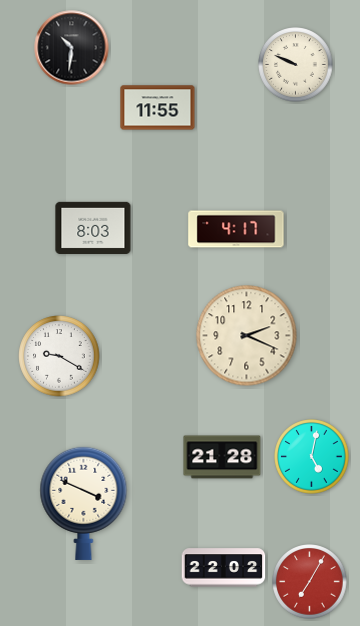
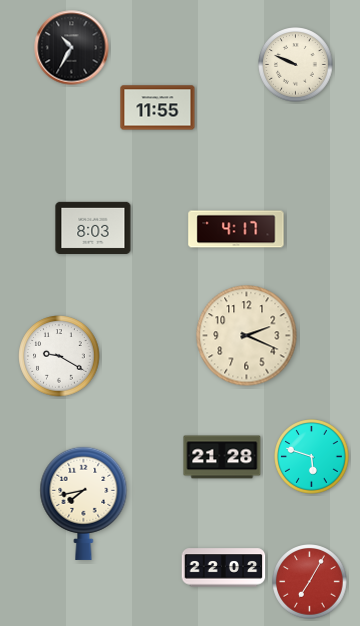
clock at (72, 48): 10:31 -> 10:35
clock at (312, 457): 5:02 -> 5:48
clock at (84, 503): 3:49 -> 7:43
